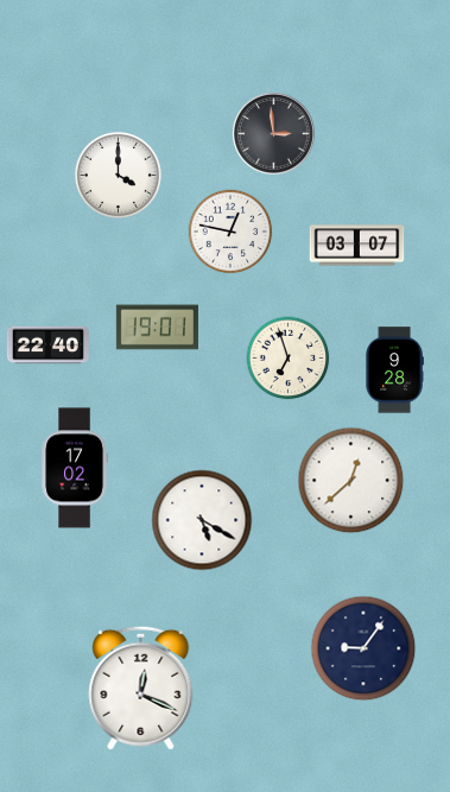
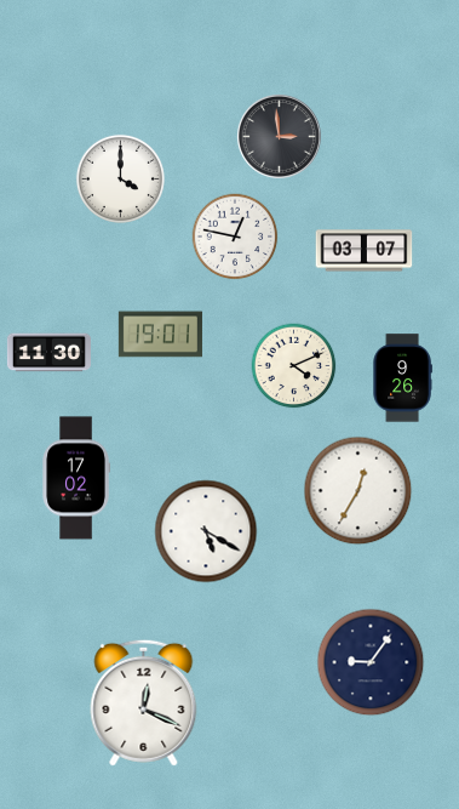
clock at (47, 346): 22:40 -> 11:30
clock at (289, 359): 6:57 -> 4:11
clock at (394, 370): 9:28 -> 9:26
clock at (351, 481): 12:38 -> 12:35
